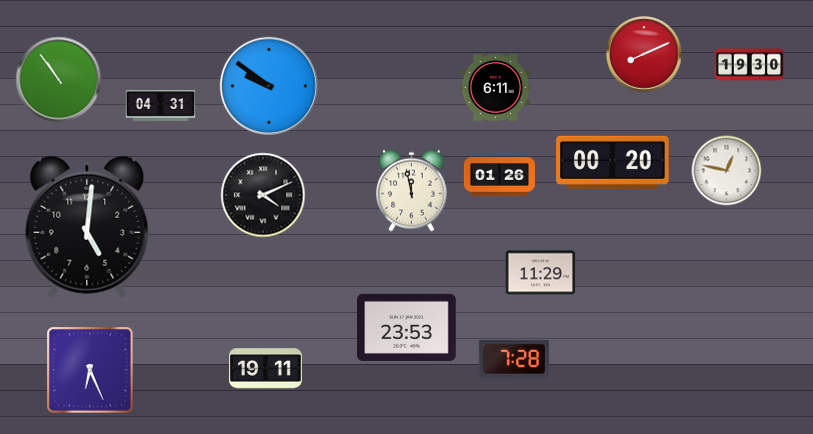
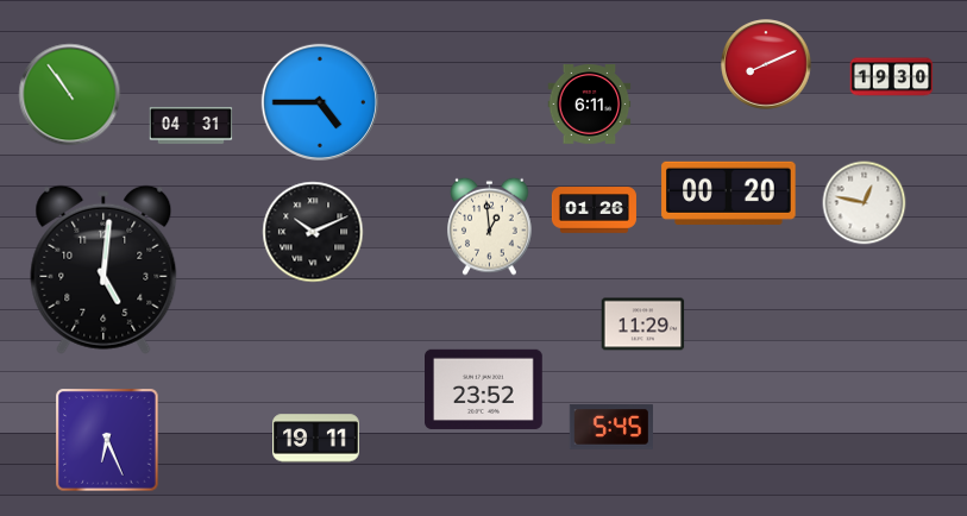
clock at (268, 85): 9:51 -> 4:45
clock at (412, 190): 11:58 -> 12:59
clock at (263, 195): 4:11 -> 10:11
clock at (407, 327): 23:53 -> 23:52
clock at (513, 359): 7:28 -> 5:45
